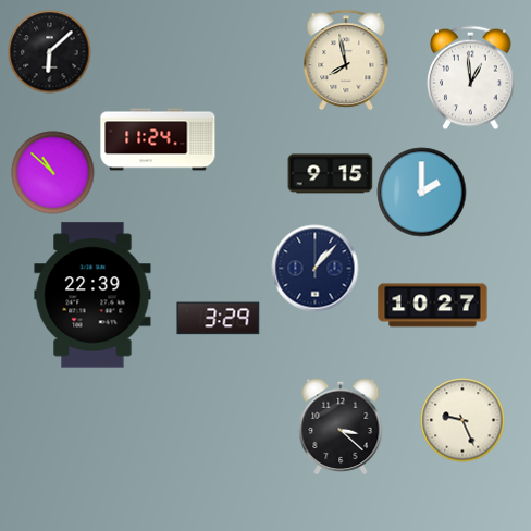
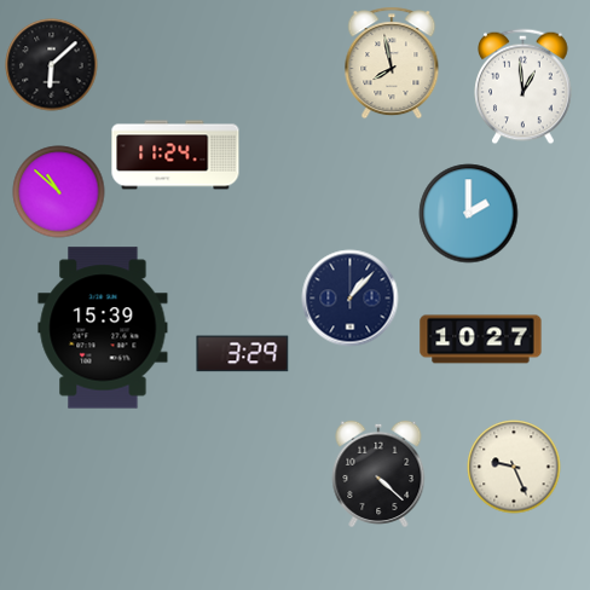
clock at (50, 52) position: (50, 52) -> (52, 65)
clock at (346, 60) position: (346, 60) -> (392, 63)
clock at (331, 174): 9:15 -> none
clock at (92, 295): 22:39 -> 15:39
clock at (341, 425): 3:22 -> 4:22
